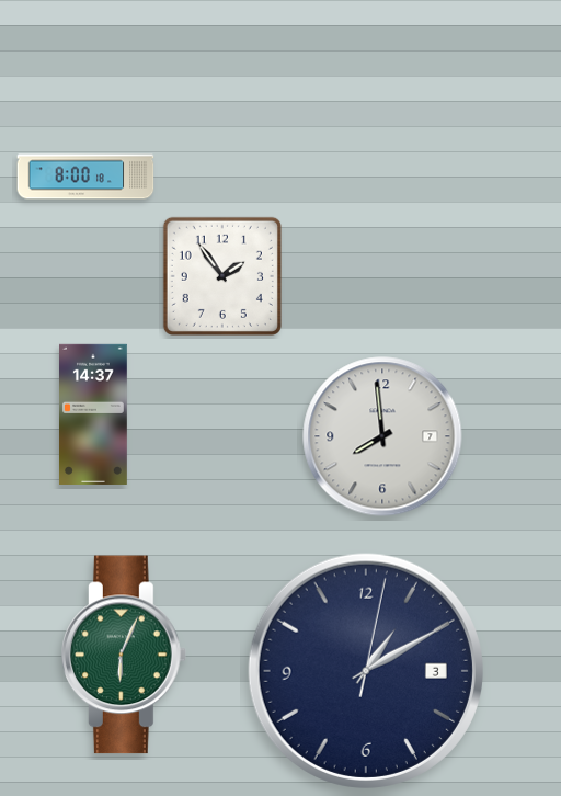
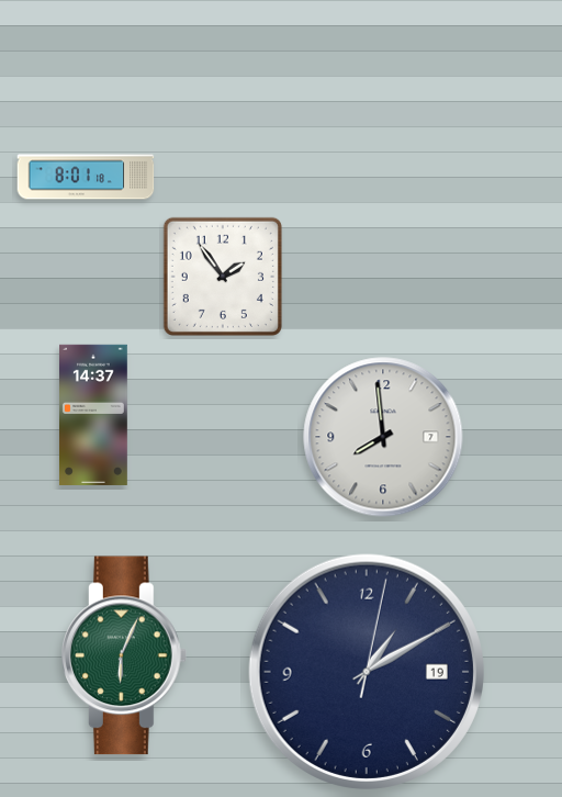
clock at (85, 177): 8:00 -> 8:01
clock at (366, 671) date: 3 -> 19
